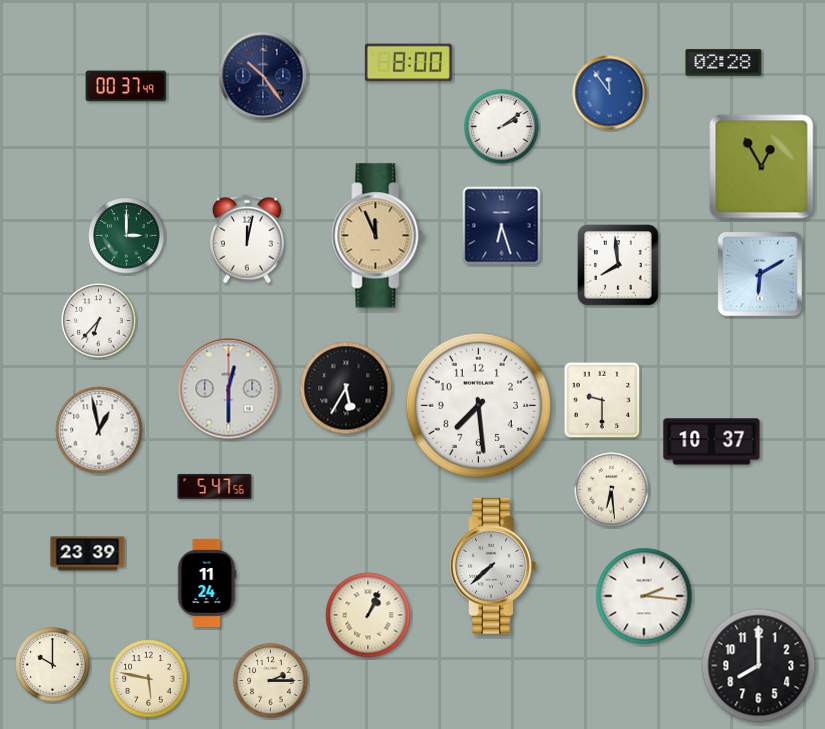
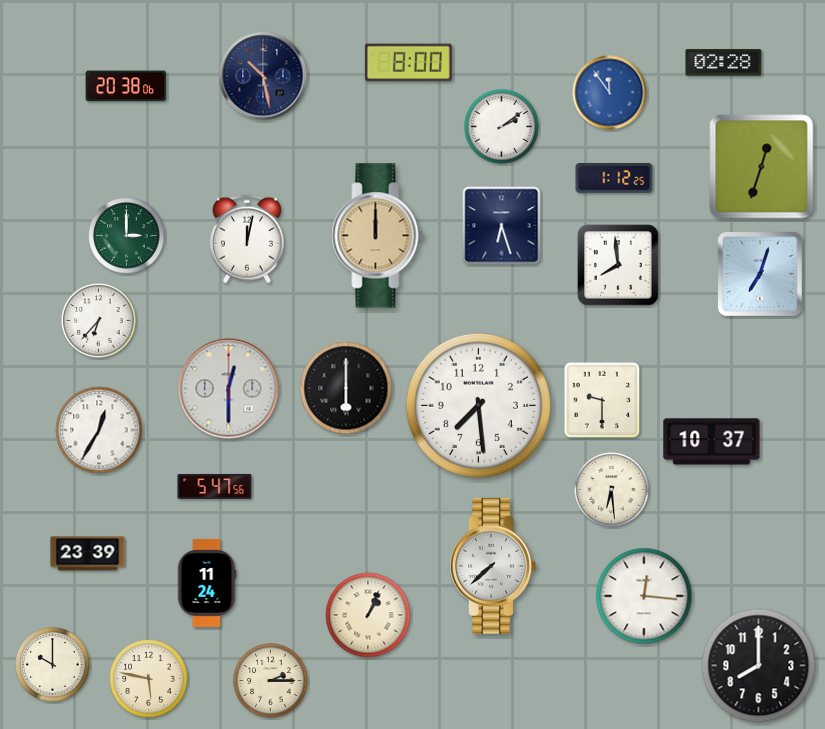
clock at (263, 76): 10:24 -> 10:28
clock at (126, 86): 00:37 -> 20:38
clock at (762, 167): 12:55 -> 12:33
clock at (614, 178): none -> 1:12
clock at (378, 236): 11:56 -> 12:00
clock at (760, 274): 6:10 -> 7:03
clock at (346, 388): 5:35 -> 6:00
clock at (99, 430): 12:58 -> 12:35
clock at (644, 596): 2:16 -> 12:16
